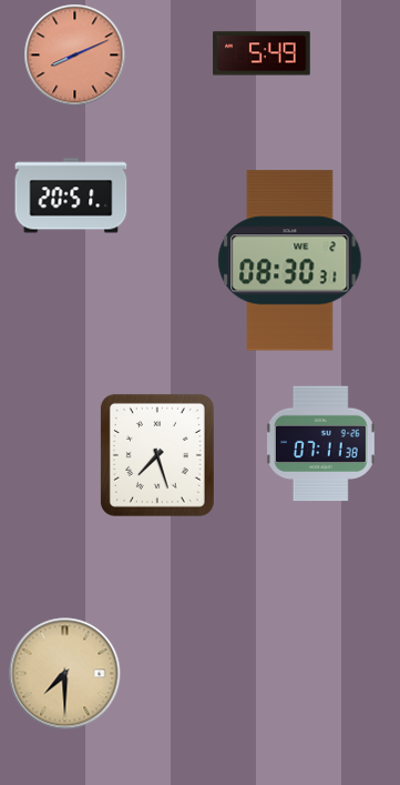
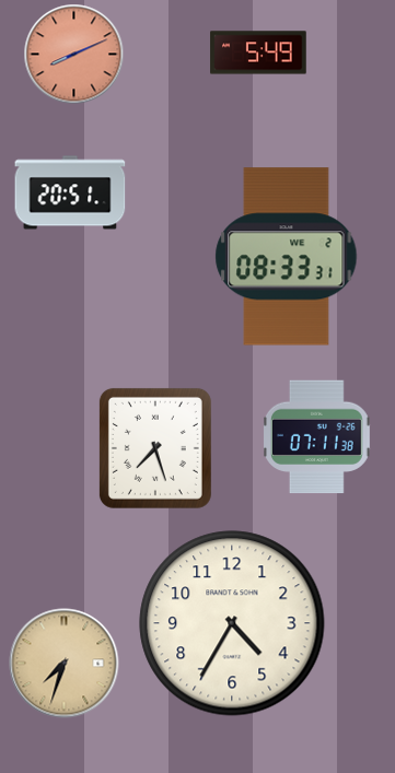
clock at (290, 261): 08:30 -> 08:33
clock at (232, 623): none -> 4:35
clock at (65, 674): 7:30 -> 7:33
